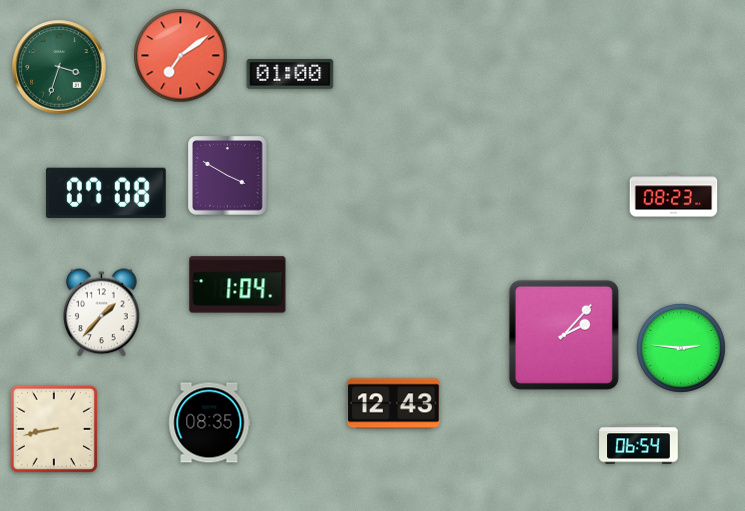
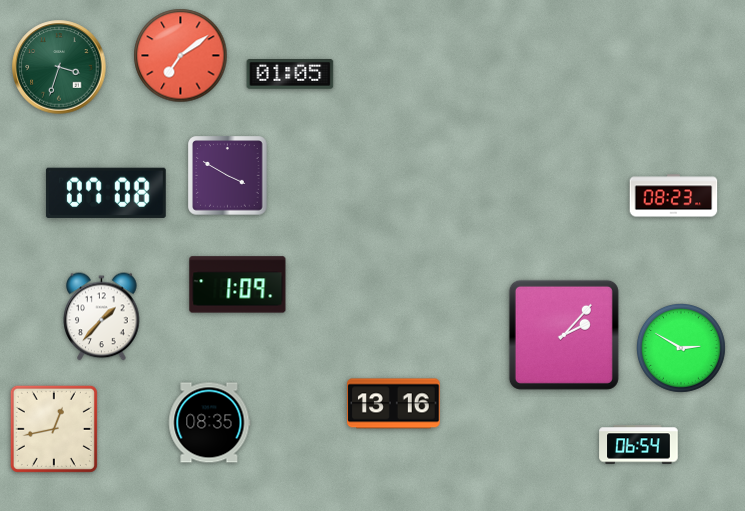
clock at (290, 74): 01:00 -> 01:05
clock at (238, 285): 1:04 -> 1:09
clock at (102, 313) position: (102, 313) -> (102, 317)
clock at (682, 349): 2:46 -> 2:50
clock at (394, 404): 12:43 -> 13:16
clock at (54, 429): 8:43 -> 12:43
